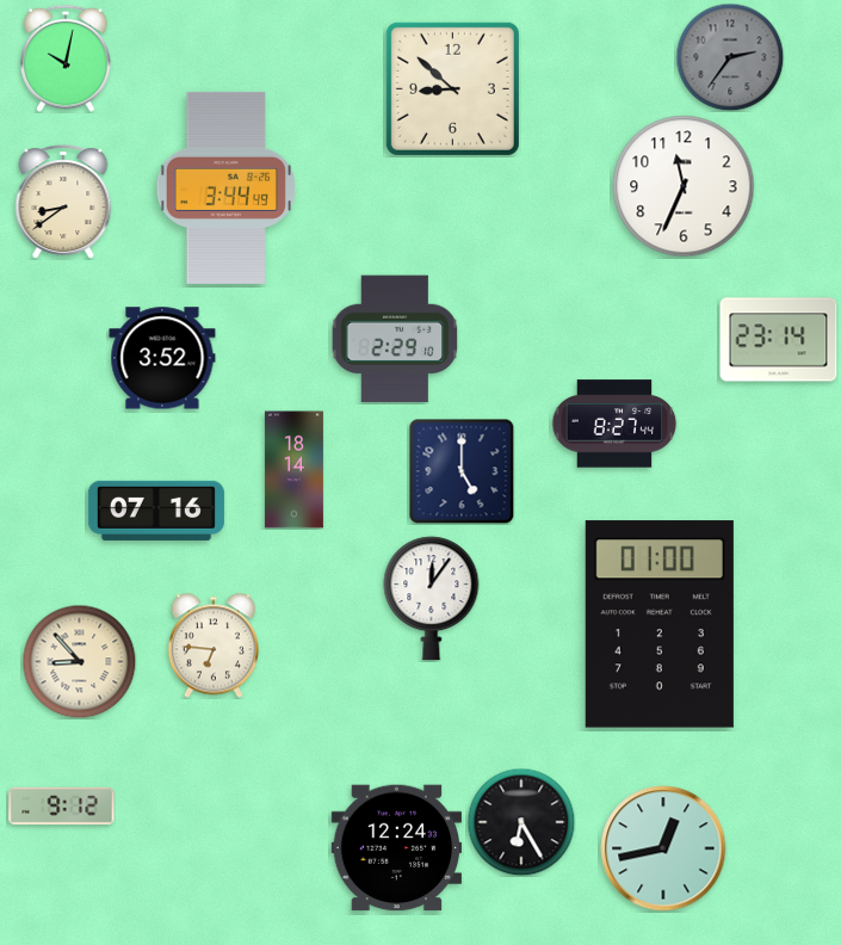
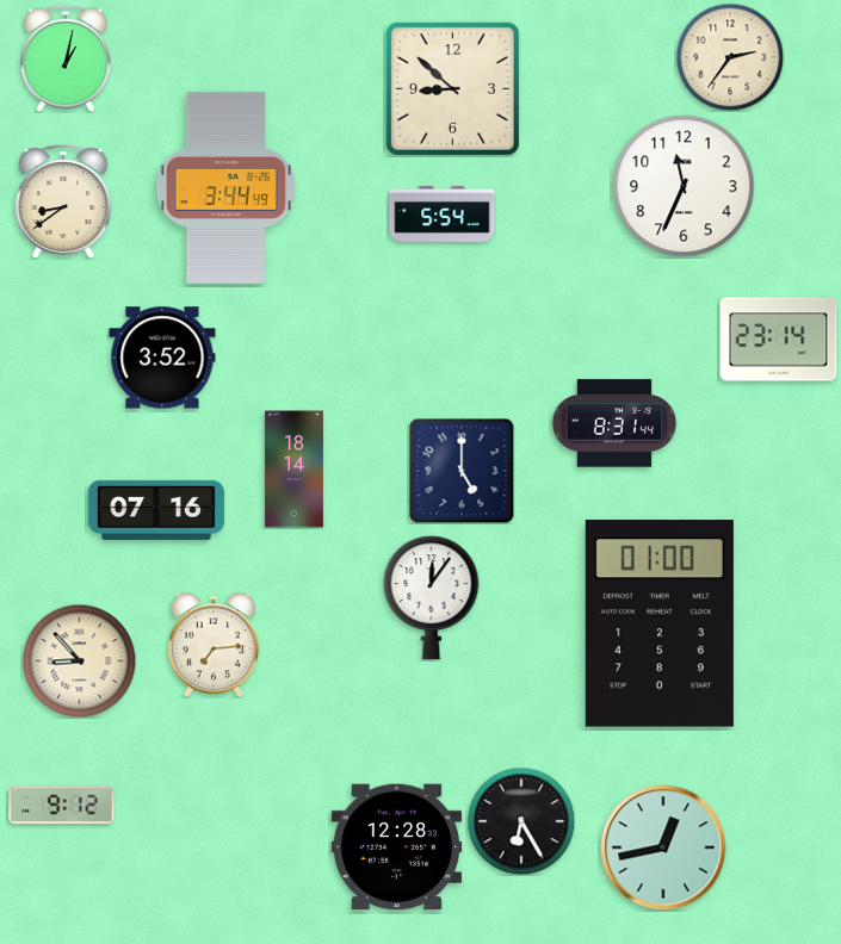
clock at (730, 57) dial: grey -> cream
clock at (66, 58): 10:02 -> 1:02
clock at (443, 213): none -> 5:54
clock at (395, 339): 2:29 -> none
clock at (614, 424): 8:27 -> 8:31
clock at (214, 646): 6:46 -> 7:14
clock at (397, 848): 12:24 -> 12:28
